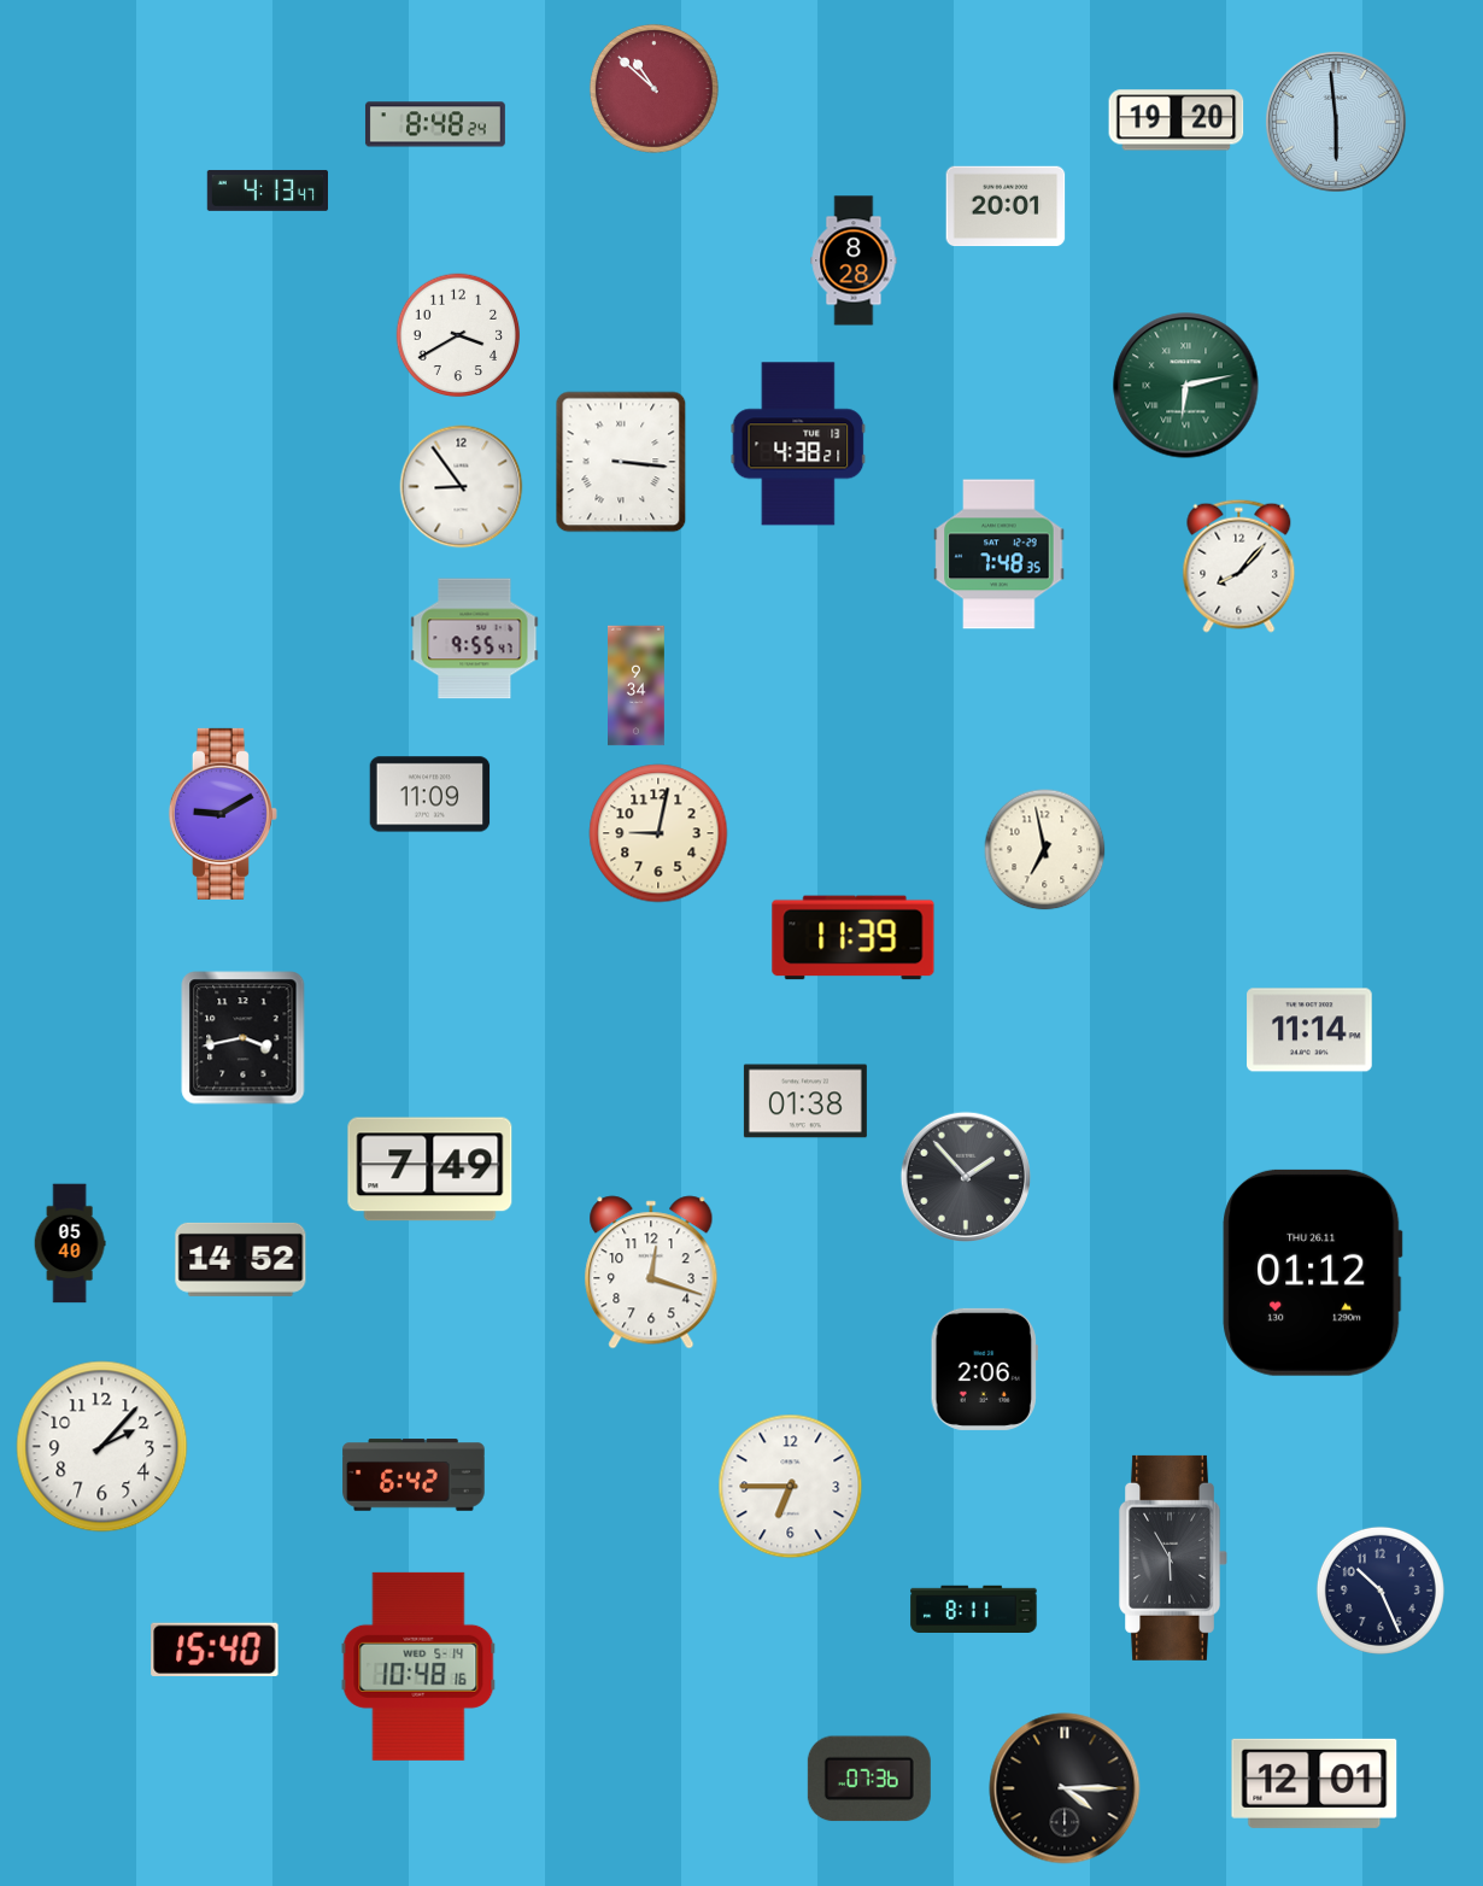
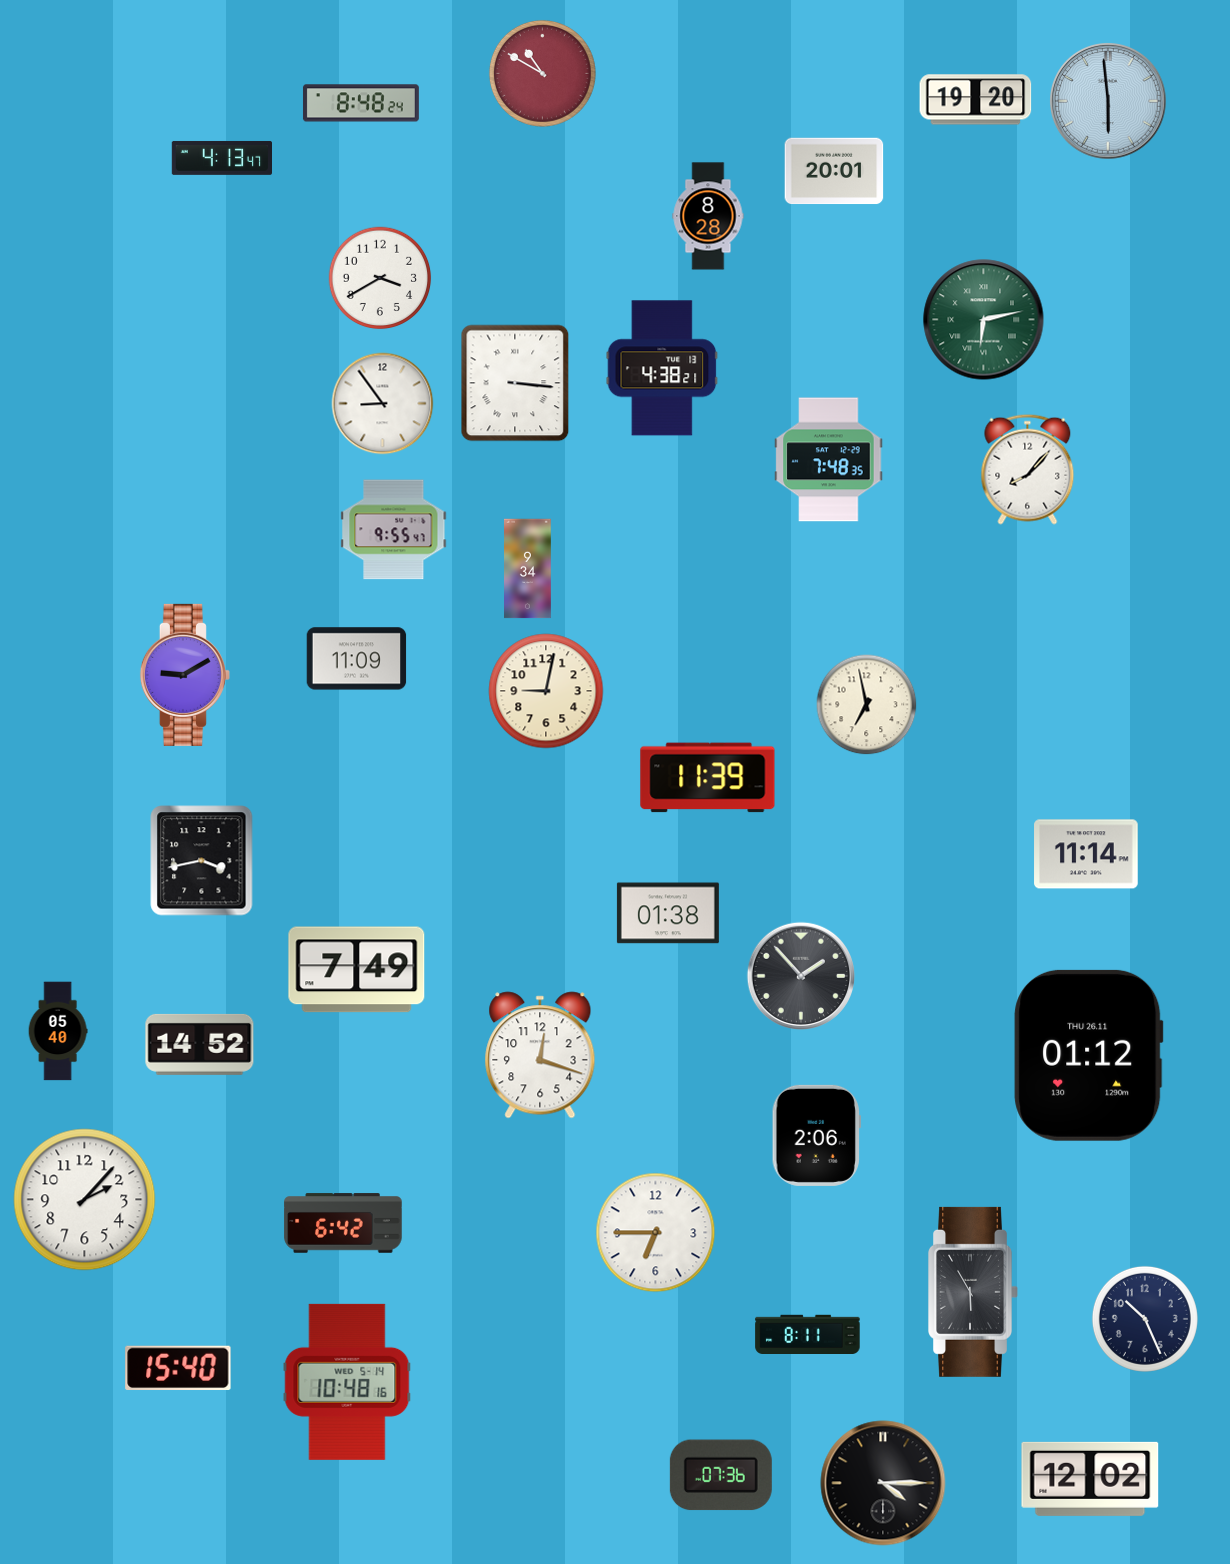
clock at (653, 88): 10:52 -> 10:50
clock at (1314, 1783): 12:01 -> 12:02
